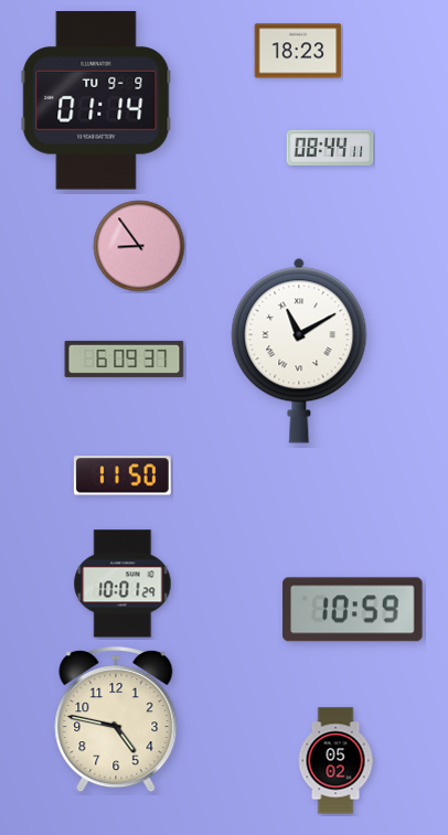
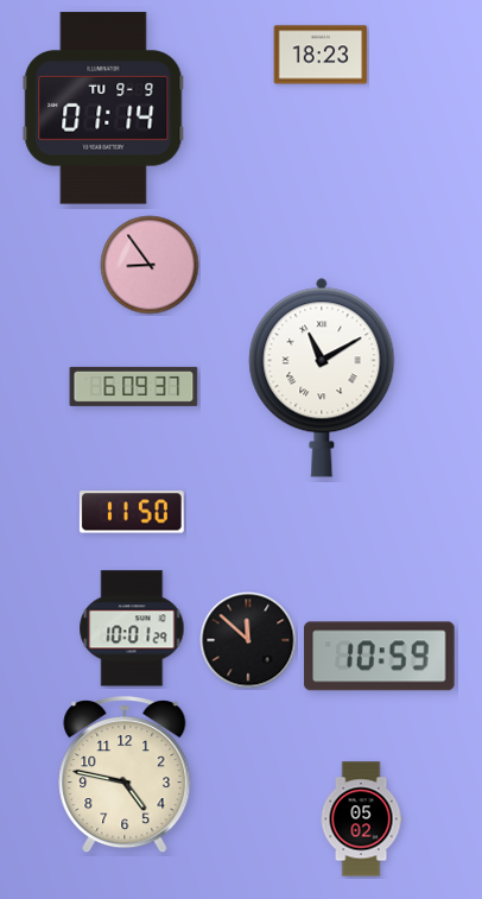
clock at (330, 147): 08:44 -> none
clock at (248, 640): none -> 11:52
